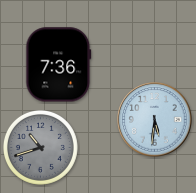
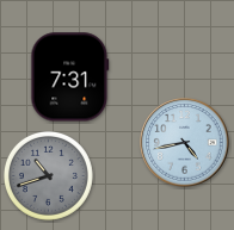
clock at (59, 65): 7:36 -> 7:31
clock at (155, 120): 5:31 -> 4:43
